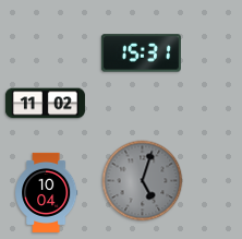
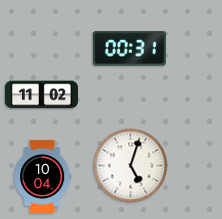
clock at (141, 53): 15:31 -> 00:31
clock at (143, 181) dial: grey -> white
